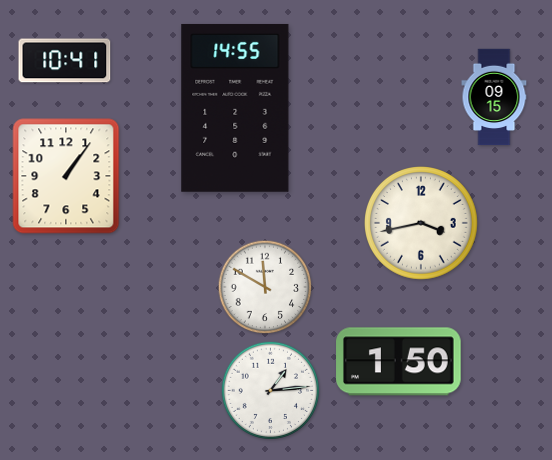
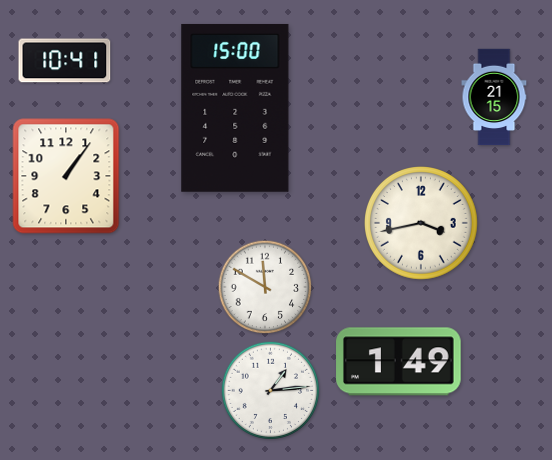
clock at (494, 97): 09:15 -> 21:15
clock at (235, 108): 14:55 -> 15:00
clock at (399, 362): 1:50 -> 1:49
